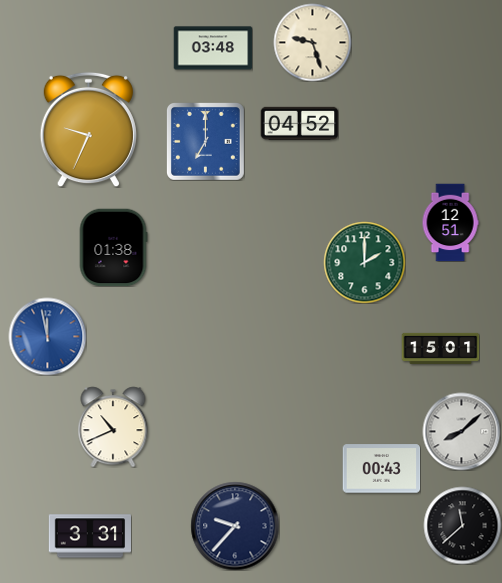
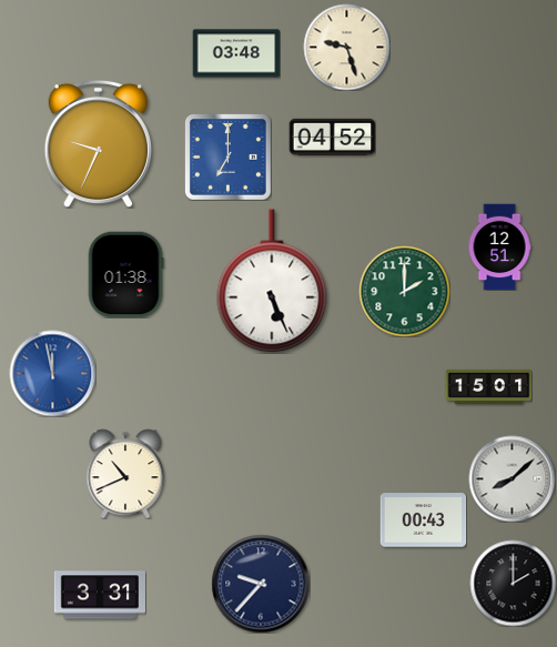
clock at (272, 281): none -> 5:26
clock at (462, 525): 11:38 -> 2:00
